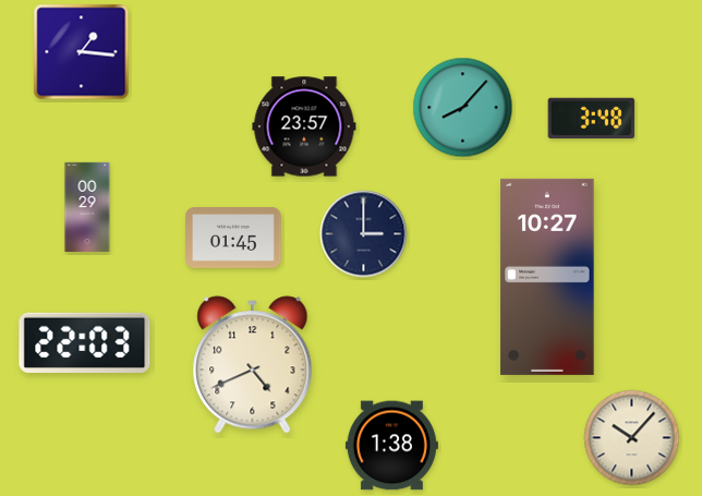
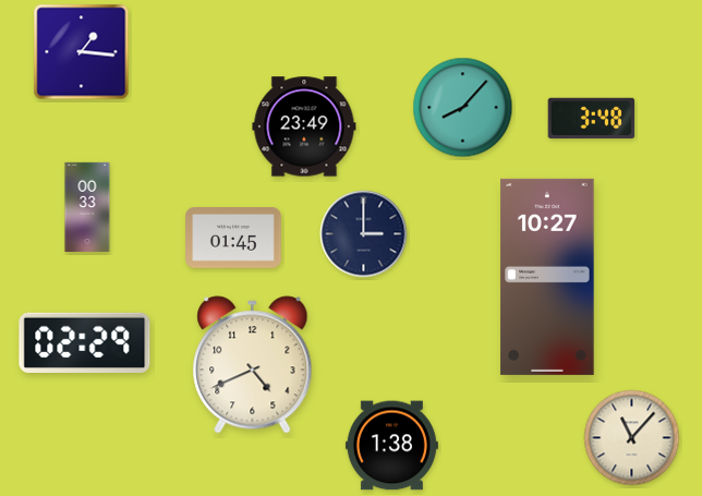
clock at (304, 126): 23:57 -> 23:49
clock at (87, 207): 00:29 -> 00:33
clock at (85, 342): 22:03 -> 02:29
clock at (632, 438): 10:07 -> 11:07
